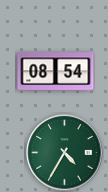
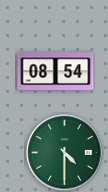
clock at (65, 153): 4:35 -> 4:30
